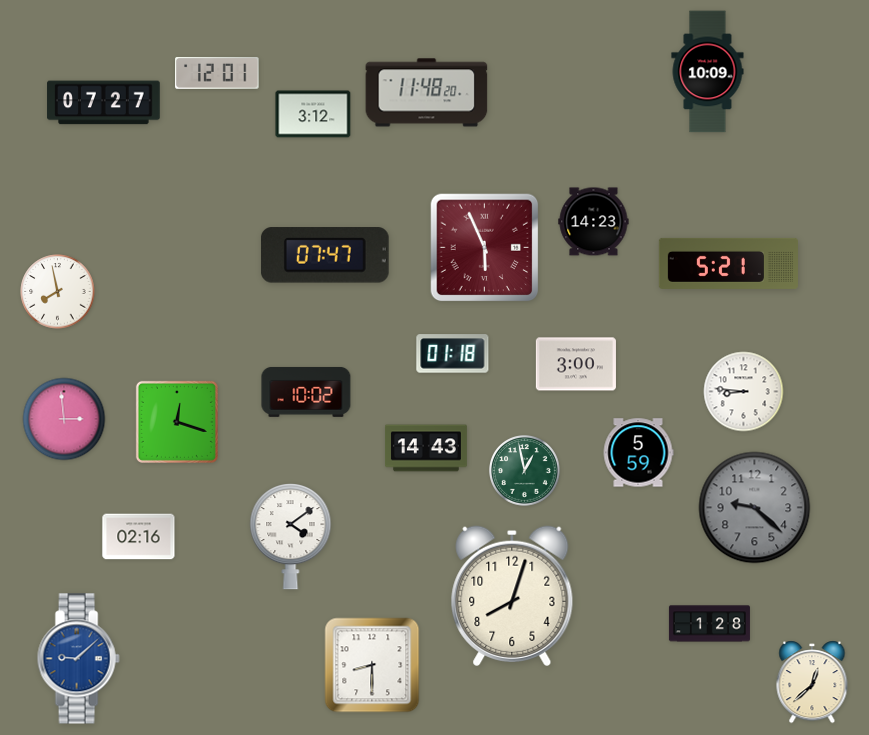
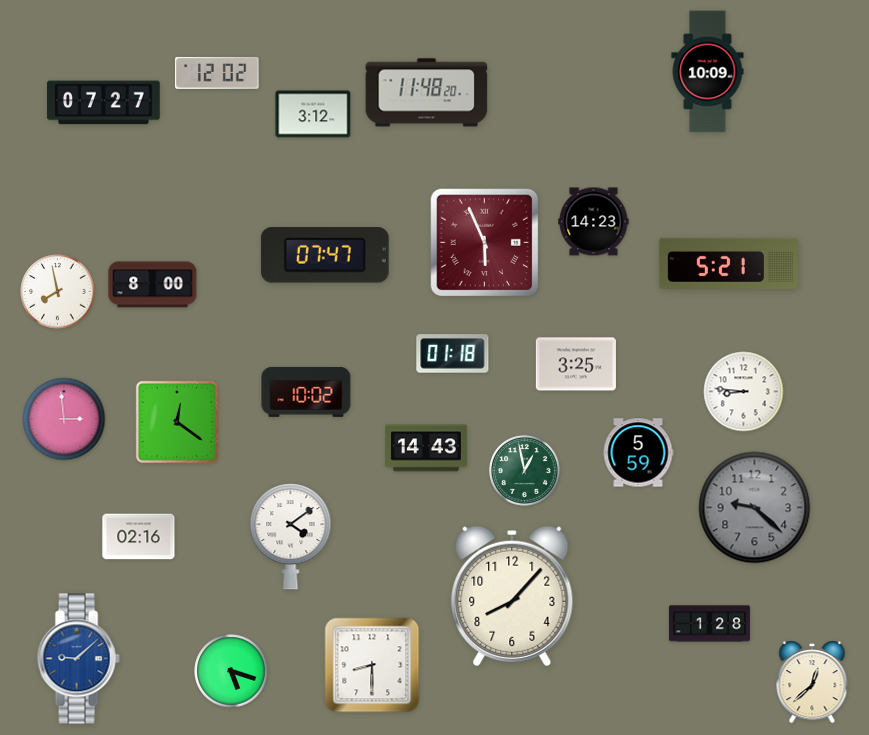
clock at (217, 73): 12:01 -> 12:02
clock at (485, 248) position: (485, 248) -> (485, 243)
clock at (153, 285): none -> 8:00
clock at (576, 364): 3:00 -> 3:25
clock at (177, 422): 12:18 -> 12:21
clock at (512, 596): 8:03 -> 8:07
clock at (231, 671): none -> 5:18
